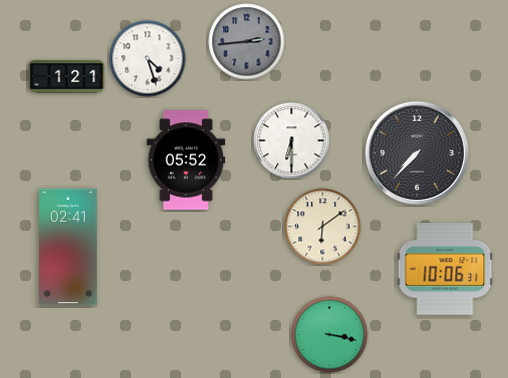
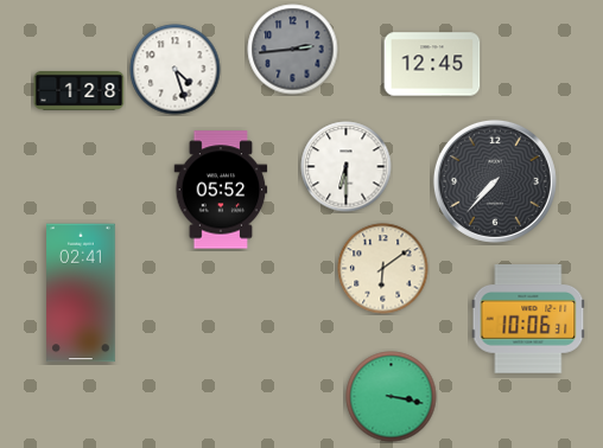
clock at (432, 64): none -> 12:45
clock at (67, 77): 1:21 -> 1:28
